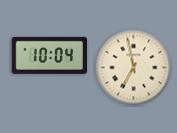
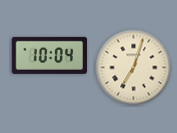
clock at (134, 68): 6:58 -> 7:03
